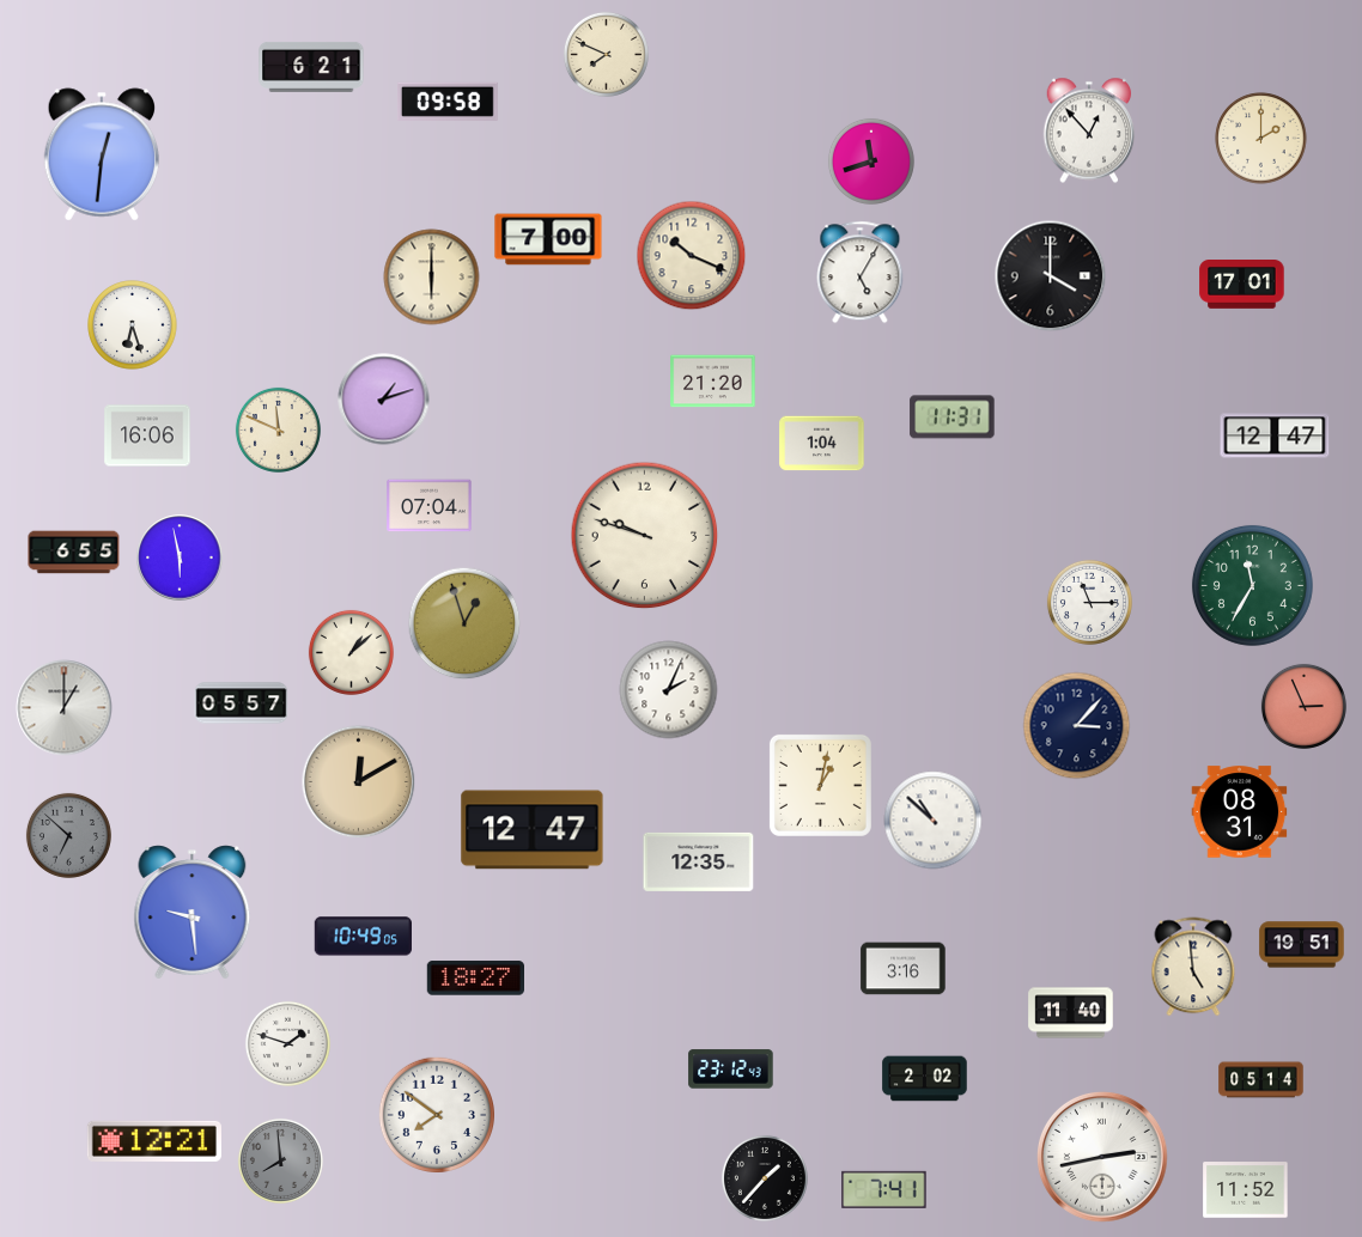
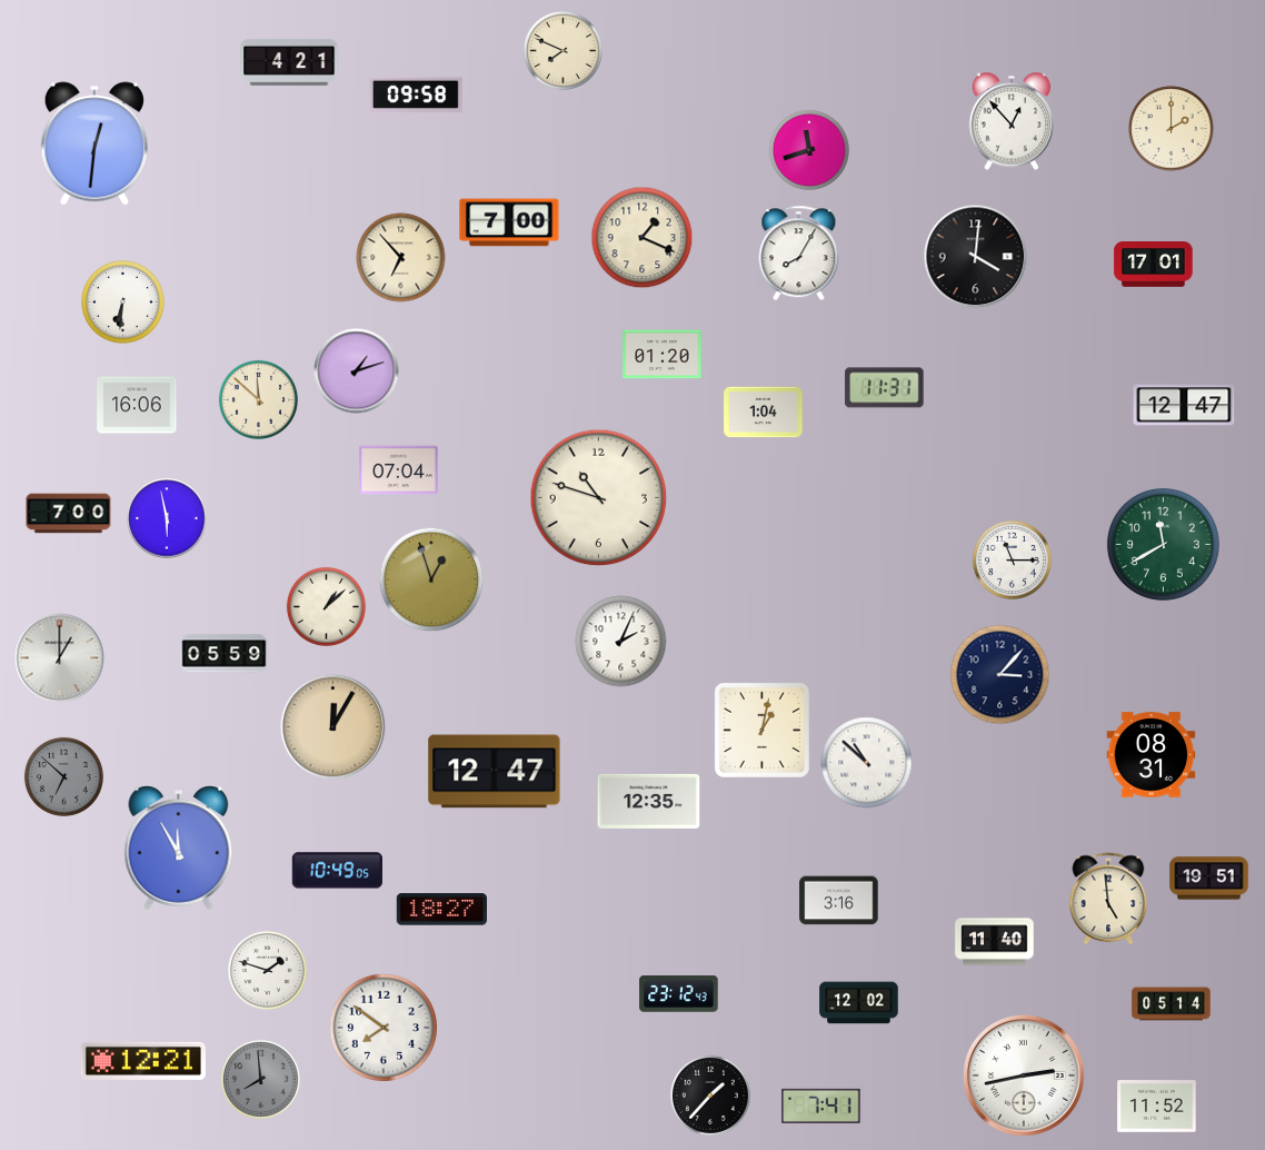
clock at (311, 67): 6:21 -> 4:21
clock at (692, 256): 10:19 -> 1:19
clock at (861, 273): 5:05 -> 8:05
clock at (1051, 276): 4:00 -> 4:01
clock at (432, 278): 6:00 -> 6:53
clock at (133, 325): 6:27 -> 6:31
clock at (713, 382): 21:20 -> 01:20
clock at (278, 429): 11:49 -> 11:52
clock at (645, 536): 9:48 -> 10:48
clock at (74, 553): 6:55 -> 7:00
clock at (1252, 585): 11:35 -> 11:40
clock at (242, 703): 05:57 -> 05:59
clock at (1303, 706): 2:56 -> none
clock at (359, 782): 12:10 -> 12:05
clock at (193, 913): 9:29 -> 11:55
clock at (925, 1079): 2:02 -> 12:02
clock at (436, 1114) position: (436, 1114) -> (382, 1027)
